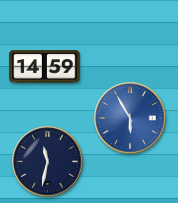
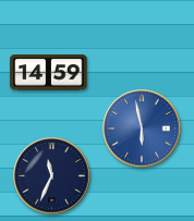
clock at (130, 118): 5:55 -> 5:58
clock at (48, 162): 11:32 -> 11:34
